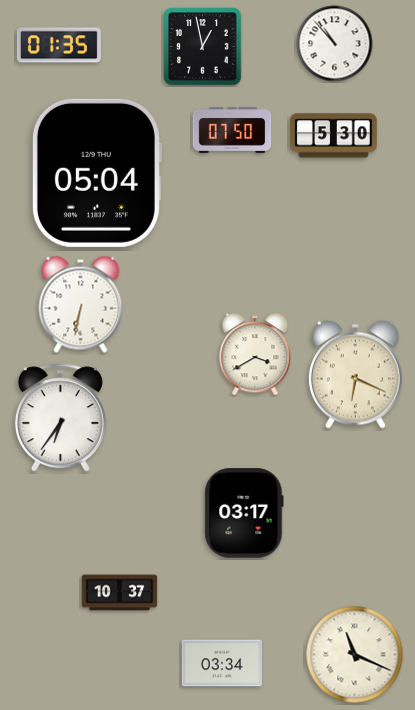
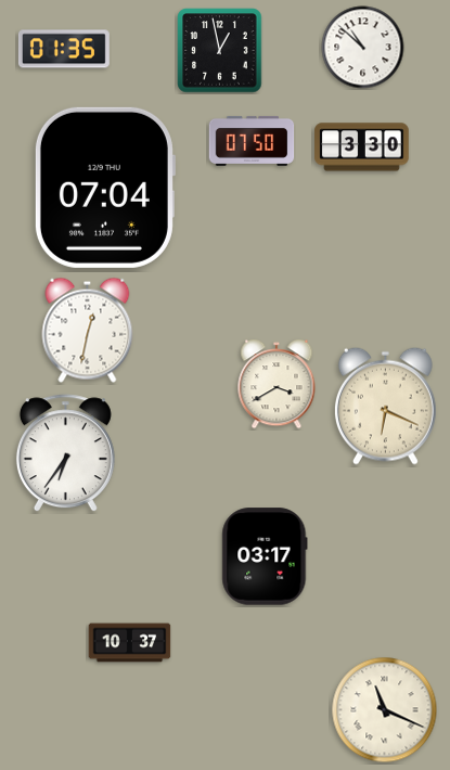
clock at (335, 44): 10:53 -> 10:52
clock at (334, 136): 5:30 -> 3:30
clock at (96, 173): 05:04 -> 07:04
clock at (81, 304): 6:32 -> 12:32
clock at (222, 663): 03:34 -> none
